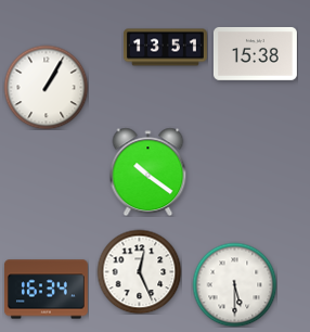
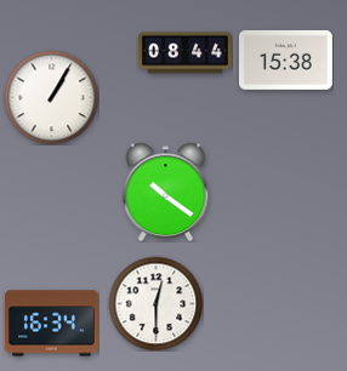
clock at (165, 48): 13:51 -> 08:44
clock at (139, 271): 12:26 -> 12:30
clock at (234, 284): 5:30 -> none
